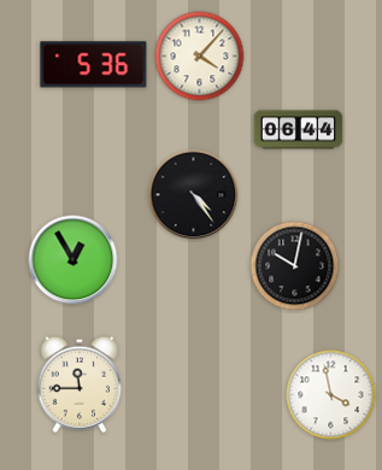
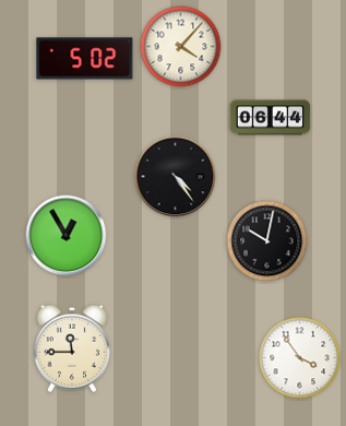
clock at (200, 57) position: (200, 57) -> (181, 47)
clock at (94, 65): 5:36 -> 5:02
clock at (331, 395): 3:58 -> 3:54
